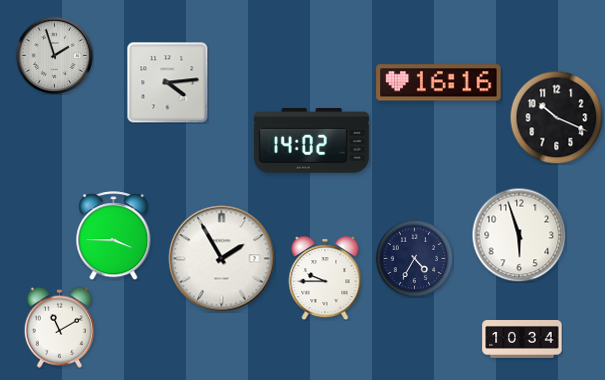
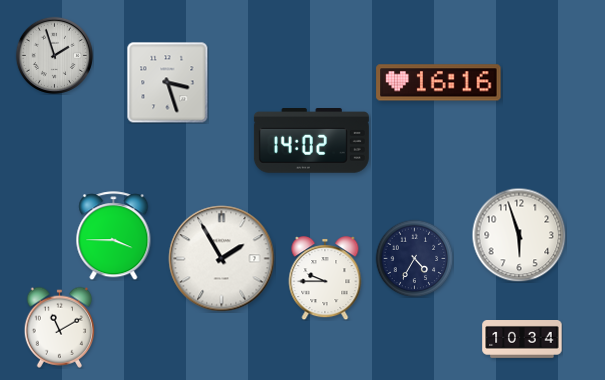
clock at (167, 82): 4:14 -> 3:27
clock at (556, 117): 10:19 -> none
